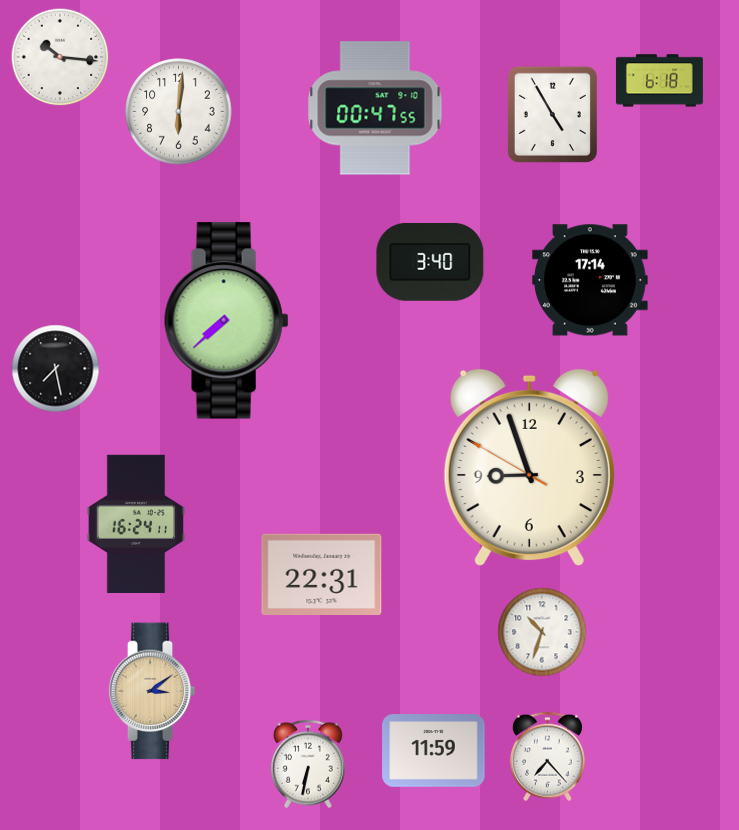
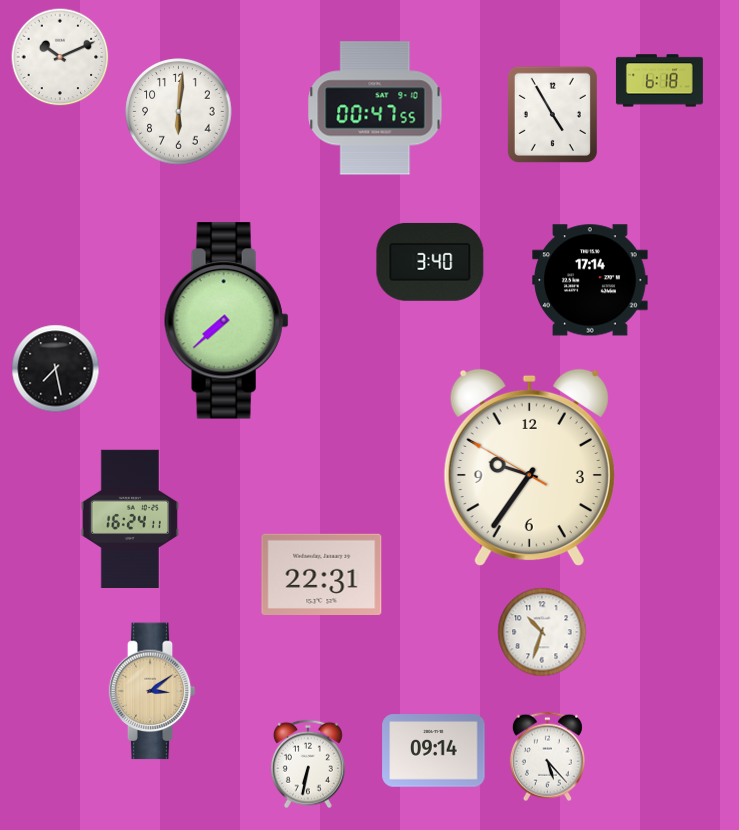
clock at (60, 57): 10:16 -> 10:11
clock at (529, 468): 8:56 -> 9:35
clock at (136, 523) position: (136, 523) -> (130, 518)
clock at (434, 751): 11:59 -> 09:14
clock at (547, 757): 7:23 -> 5:23
